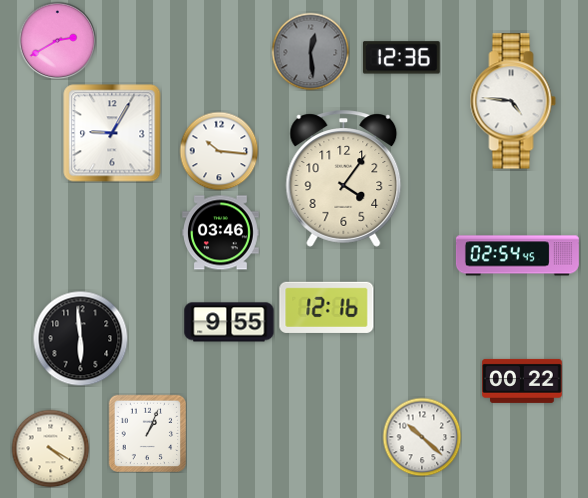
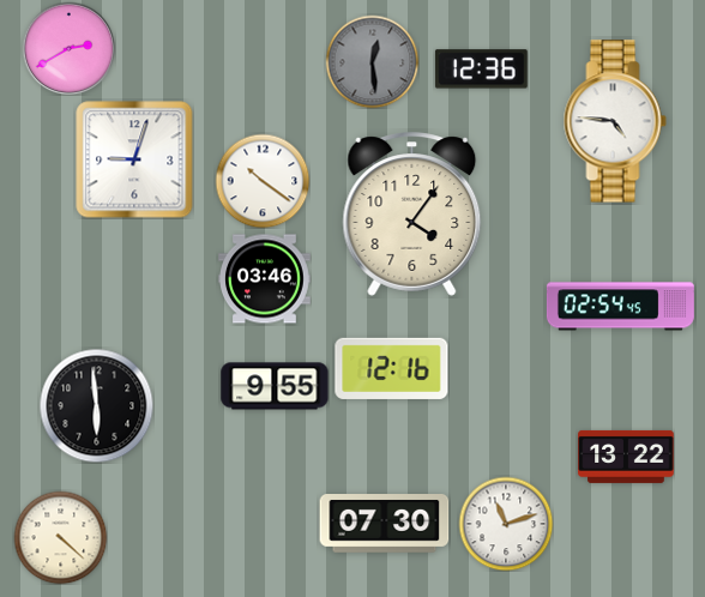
clock at (112, 133): 9:05 -> 9:03
clock at (219, 151): 10:16 -> 10:21
clock at (522, 381): 00:22 -> 13:22
clock at (147, 433): 1:04 -> none
clock at (385, 524): none -> 07:30
clock at (422, 437): 10:22 -> 11:12
clock at (50, 448): 4:20 -> 4:22
